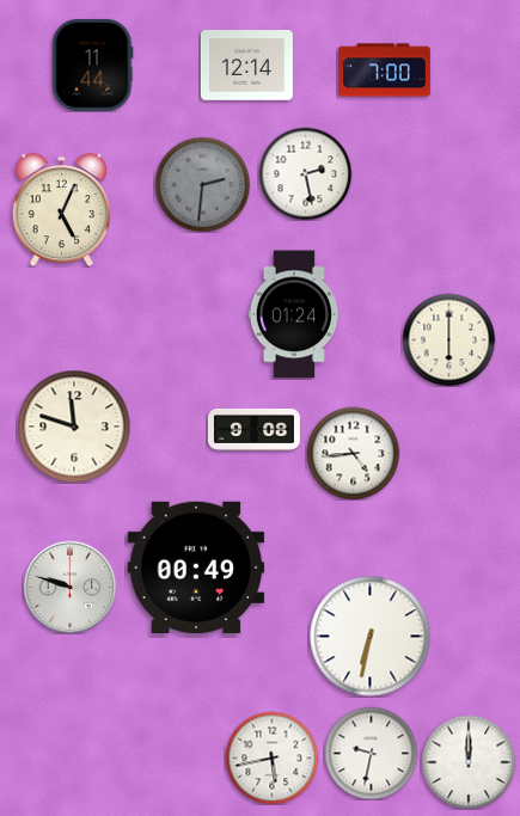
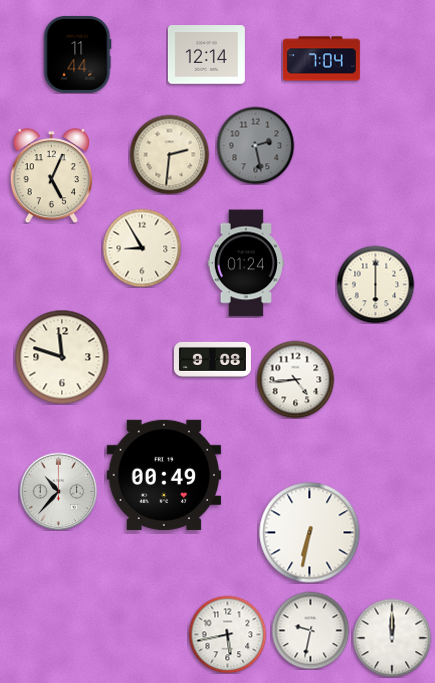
clock at (384, 70): 7:00 -> 7:04
clock at (305, 173) dial: white -> grey
clock at (202, 184) dial: grey -> cream
clock at (142, 248): none -> 8:55
clock at (69, 587): 9:48 -> 10:37
